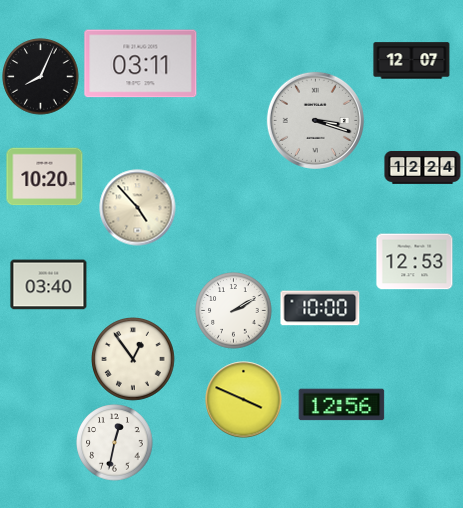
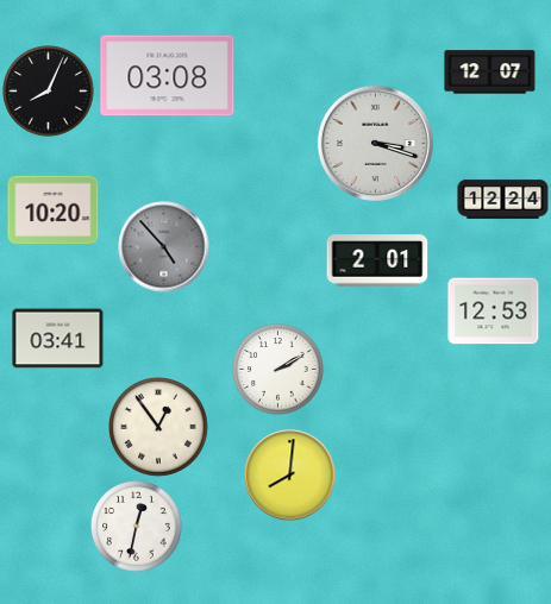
clock at (141, 64): 03:11 -> 03:08
clock at (138, 208) dial: cream -> grey
clock at (377, 260): none -> 2:01
clock at (49, 285): 03:40 -> 03:41
clock at (320, 308): 10:00 -> none
clock at (244, 400): 3:49 -> 8:01
clock at (342, 405): 12:56 -> none
